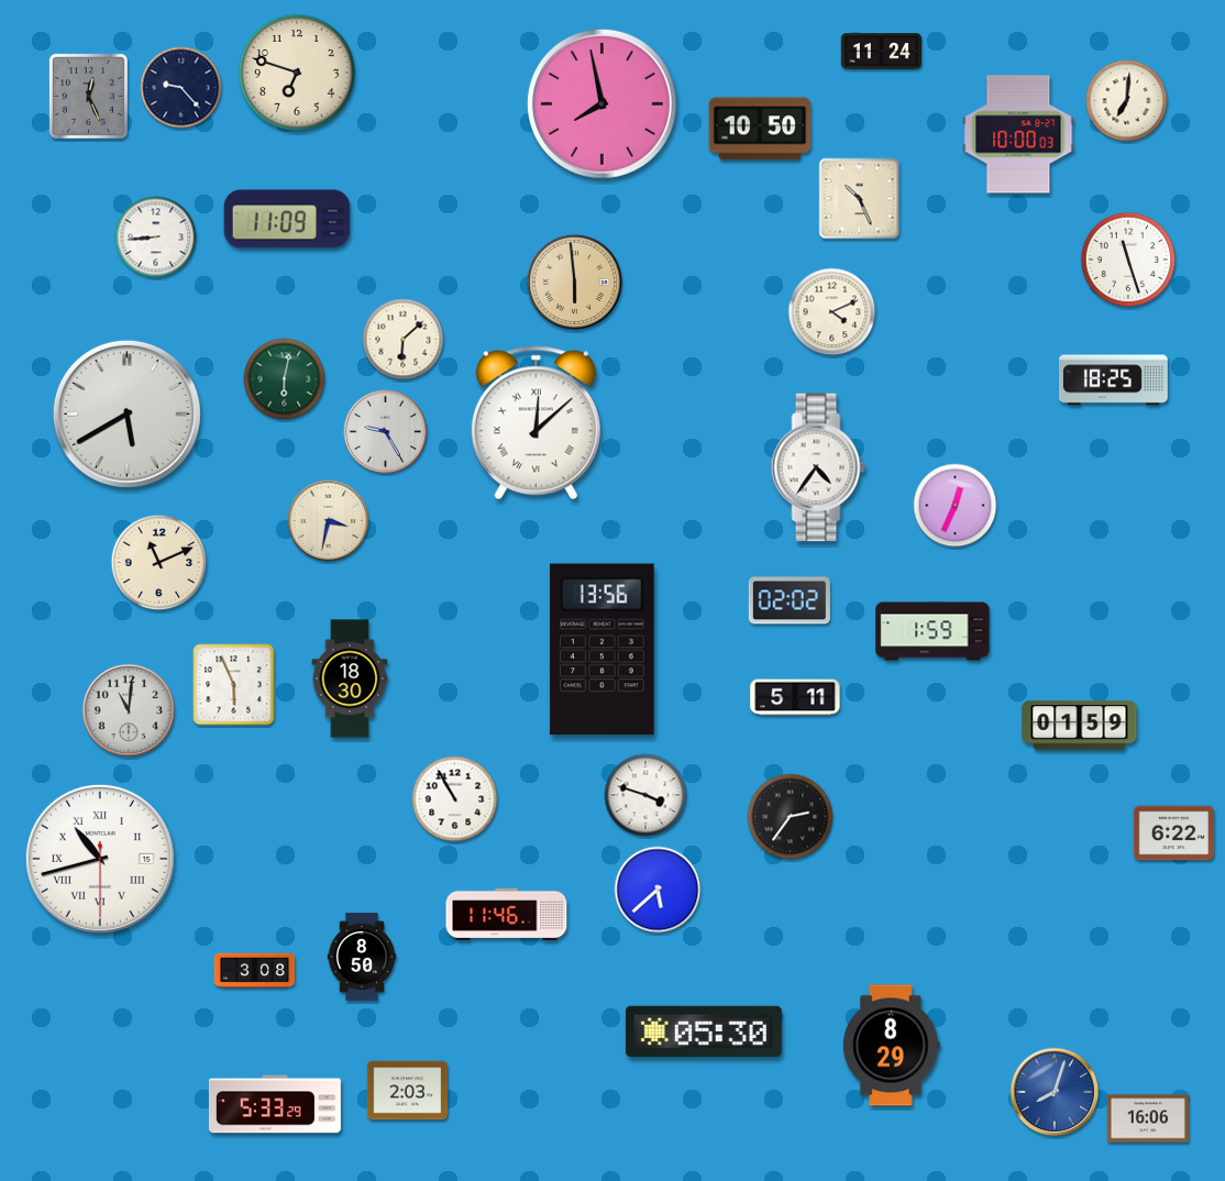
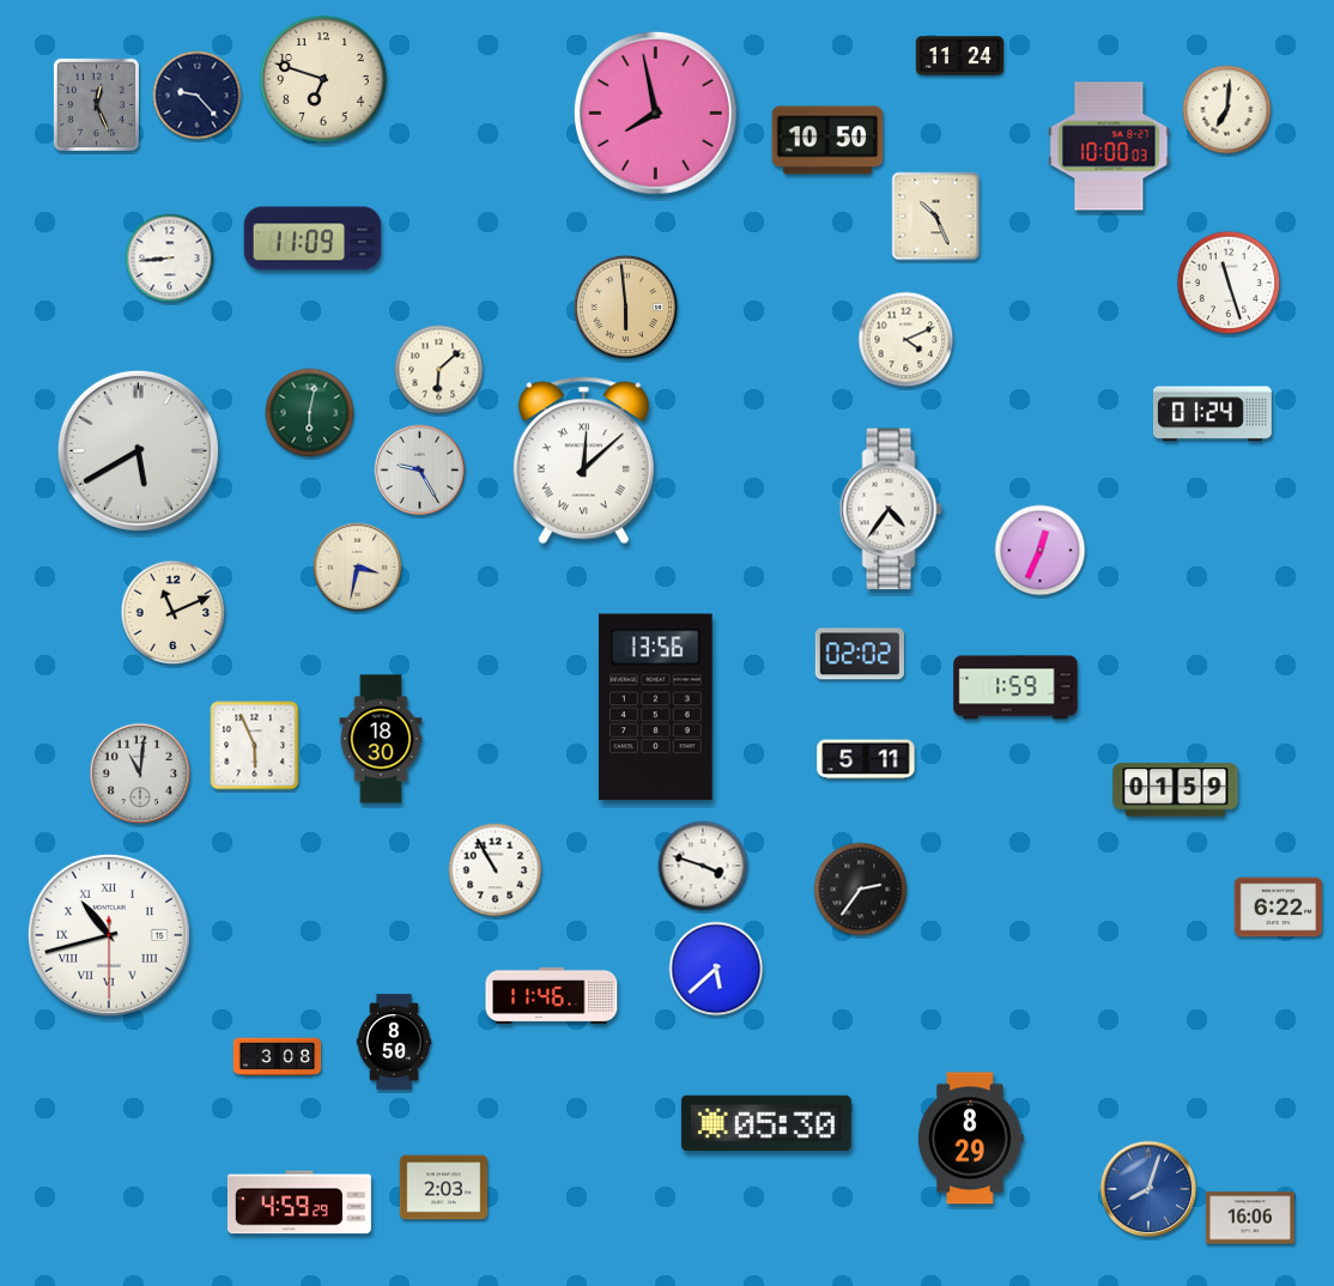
clock at (1113, 380): 18:25 -> 01:24
clock at (275, 1104): 5:33 -> 4:59
